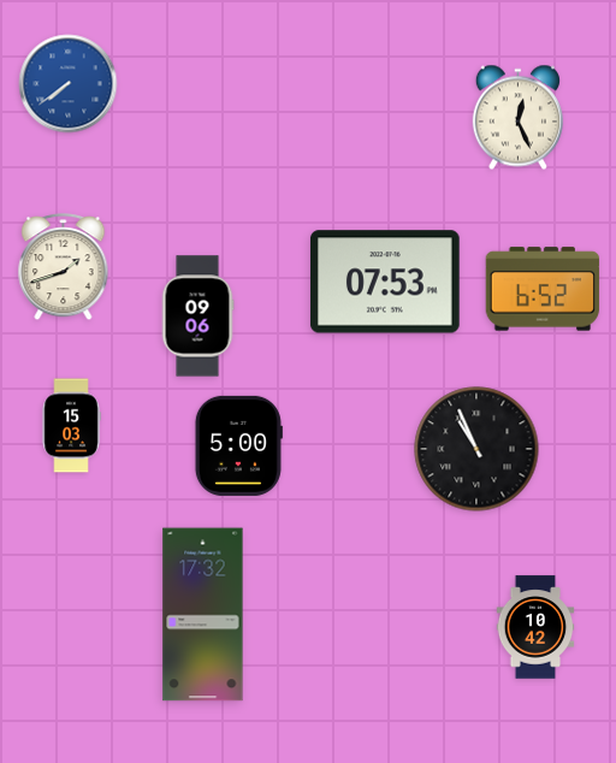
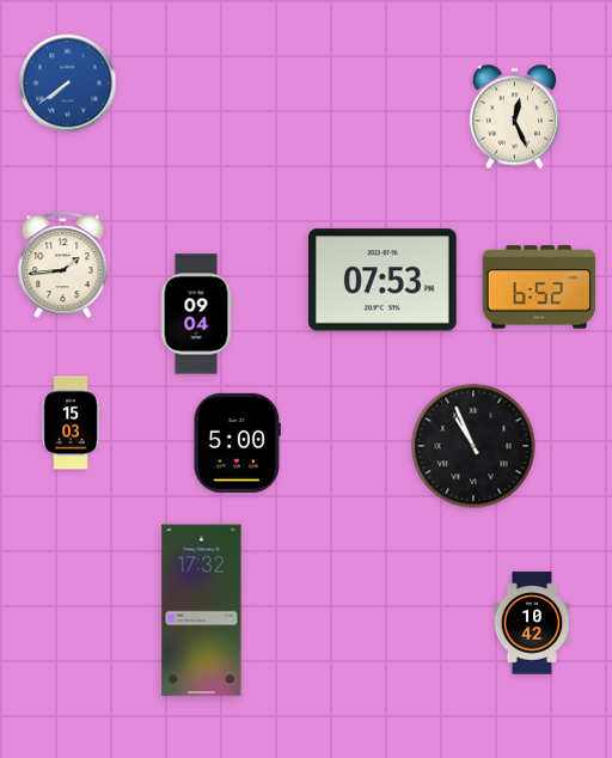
clock at (64, 267): 1:42 -> 1:44
clock at (197, 317): 09:06 -> 09:04
